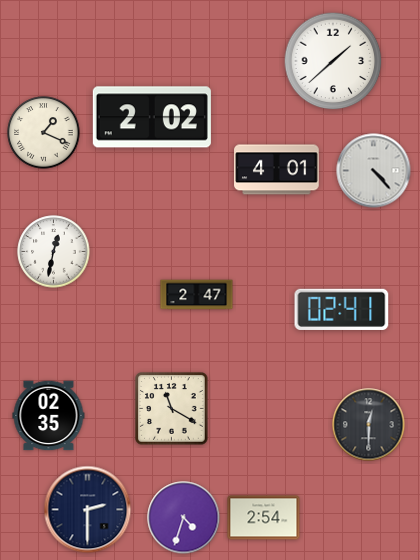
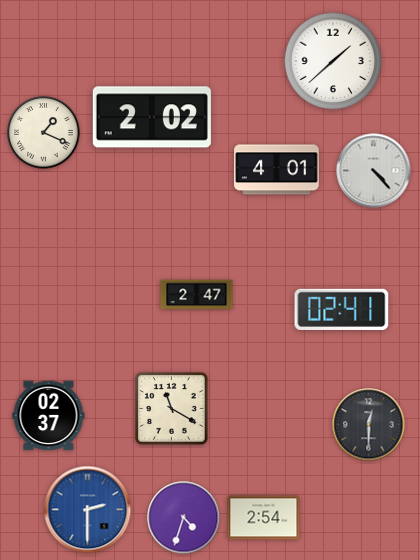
clock at (54, 252): 12:32 -> none
clock at (49, 416): 02:35 -> 02:37
clock at (88, 510) dial: navy -> blue
